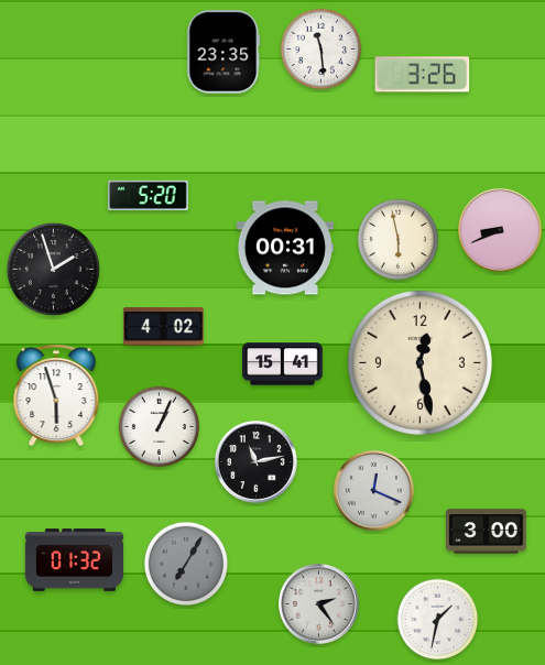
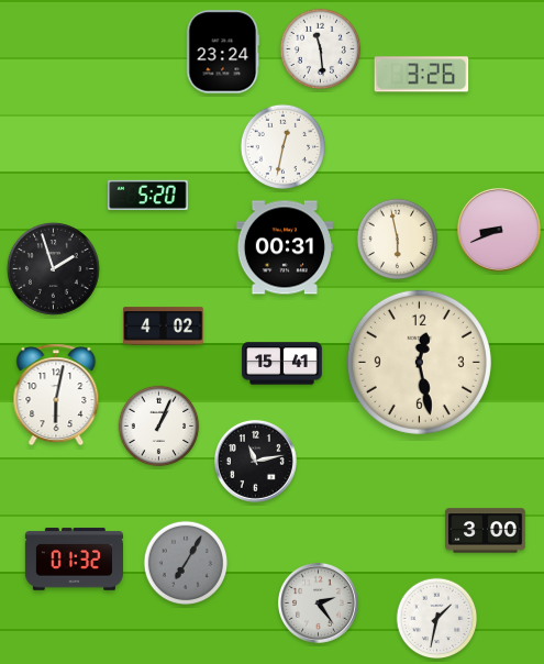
clock at (224, 52): 23:35 -> 23:24
clock at (282, 146): none -> 12:32
clock at (56, 395): 5:57 -> 6:02
clock at (373, 490): 12:19 -> none
